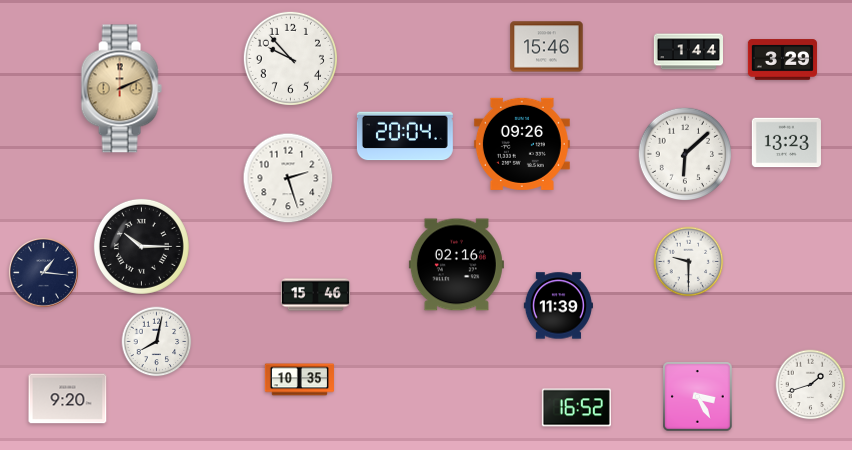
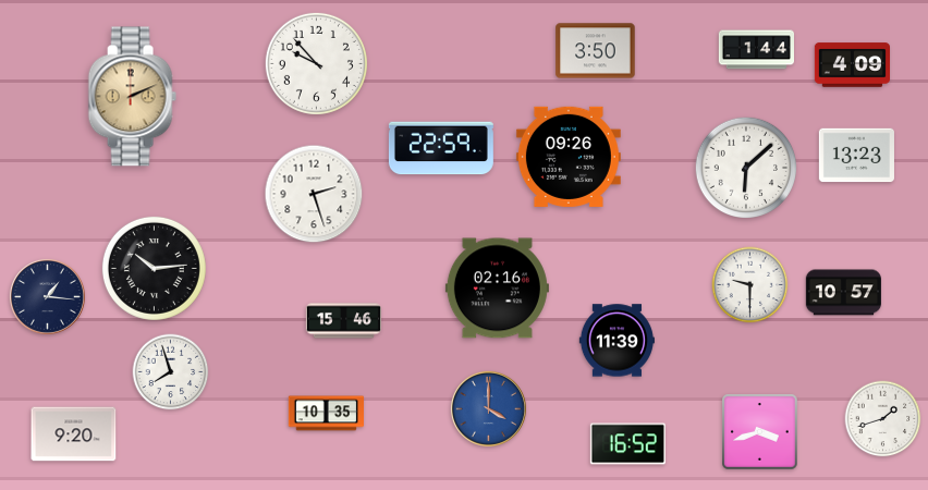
clock at (547, 47): 15:46 -> 3:50
clock at (688, 52) position: (688, 52) -> (756, 50)
clock at (782, 60): 3:29 -> 4:09
clock at (405, 136): 20:04 -> 22:59
clock at (141, 246): 10:15 -> 10:14
clock at (843, 293): none -> 10:57
clock at (558, 306) position: (558, 306) -> (616, 341)
clock at (157, 342): 8:02 -> 7:57
clock at (488, 408): none -> 4:00
clock at (698, 397): 3:25 -> 3:42
